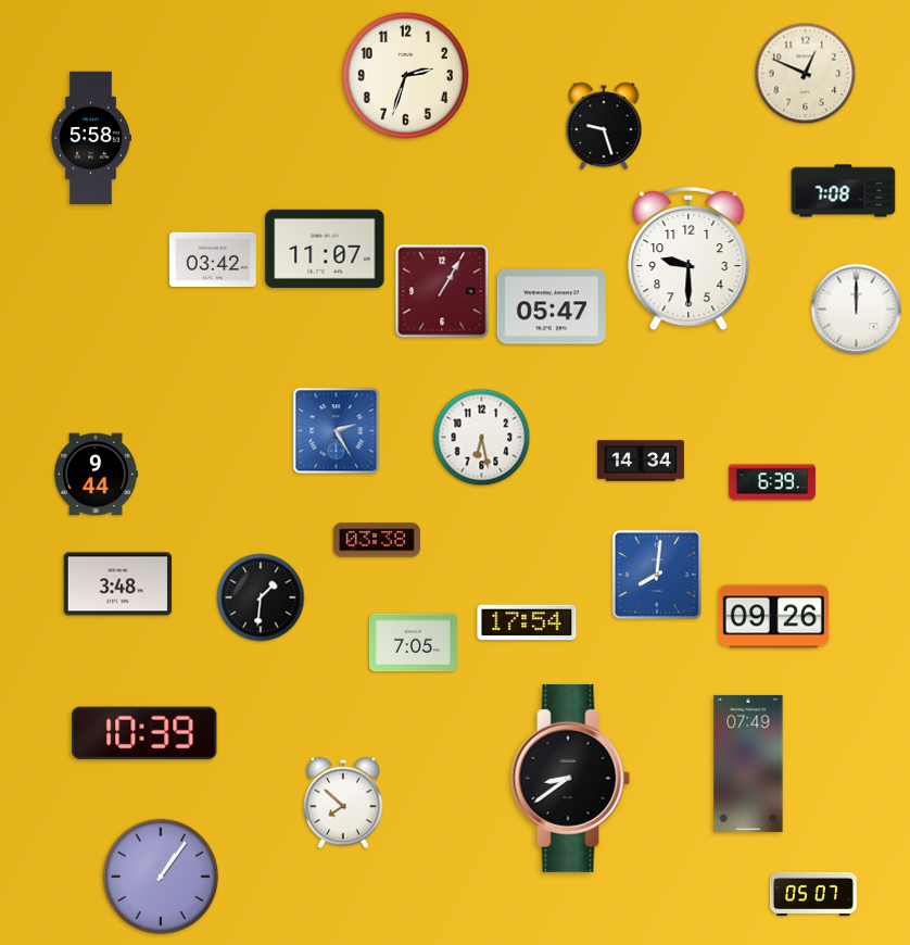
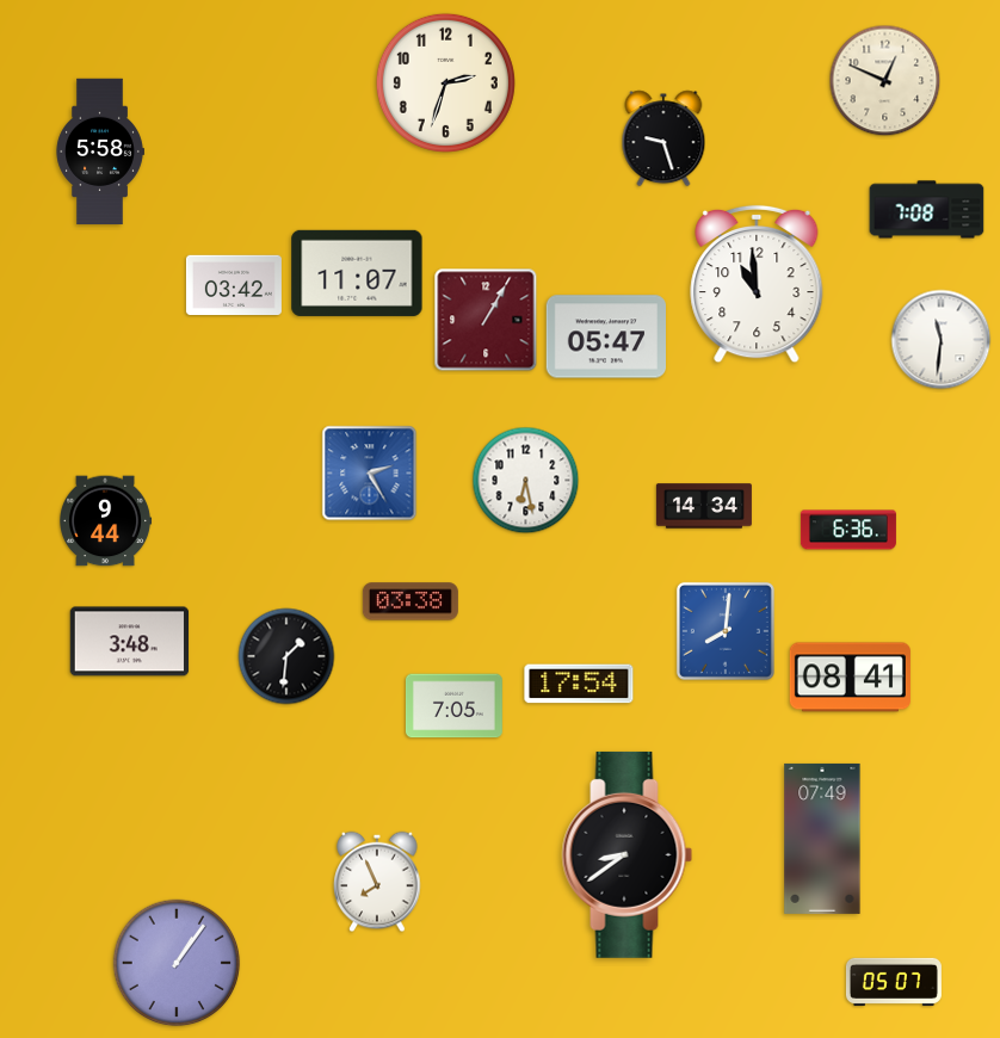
clock at (688, 259): 9:30 -> 10:59
clock at (857, 310): 12:00 -> 11:31
clock at (482, 438) position: (482, 438) -> (526, 481)
clock at (772, 482): 6:39 -> 6:36
clock at (377, 540) position: (377, 540) -> (411, 601)
clock at (657, 575) position: (657, 575) -> (726, 631)
clock at (773, 617): 09:26 -> 08:41
clock at (144, 733): 10:39 -> none
clock at (343, 803): 7:52 -> 7:56
